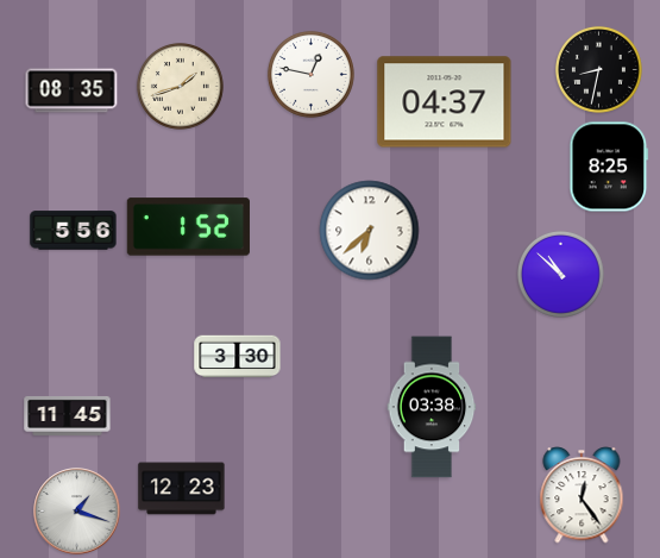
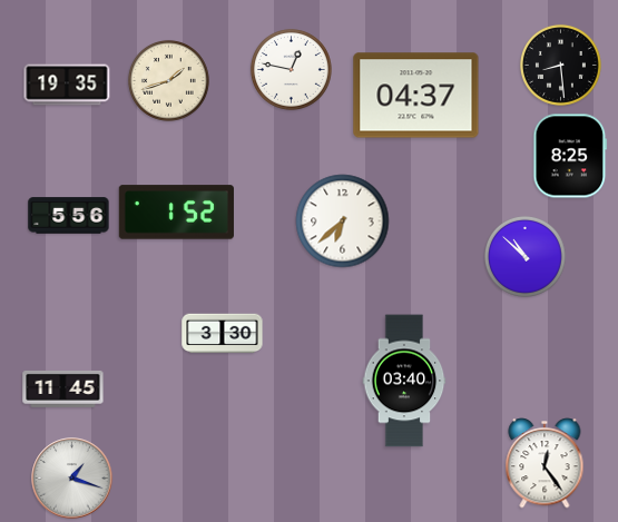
clock at (598, 69): 8:32 -> 8:29
clock at (71, 90): 08:35 -> 19:35
clock at (370, 231) position: (370, 231) -> (343, 221)
clock at (432, 407): 03:38 -> 03:40
clock at (182, 489): 12:23 -> none
